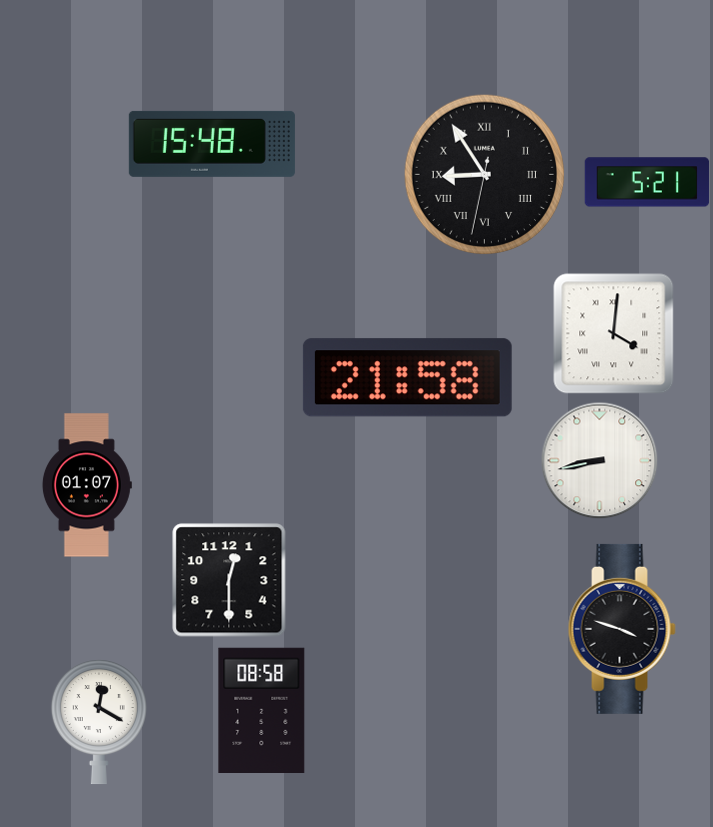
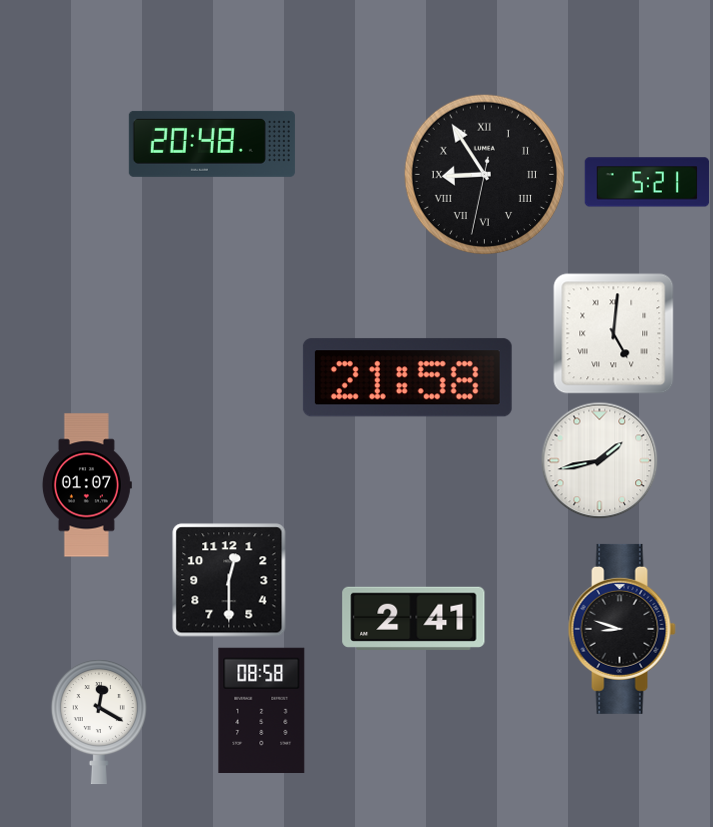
clock at (212, 144): 15:48 -> 20:48
clock at (614, 334): 4:01 -> 5:01
clock at (600, 461): 8:43 -> 1:43
clock at (414, 618): none -> 2:41
clock at (622, 629): 3:48 -> 8:48
